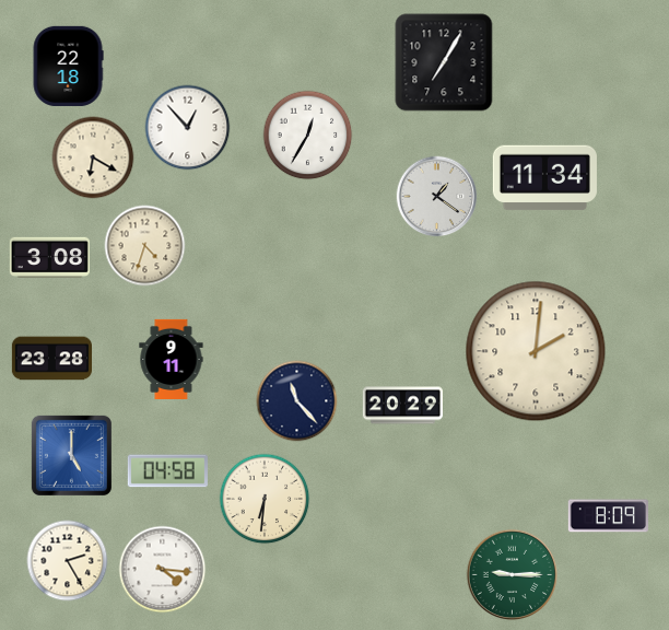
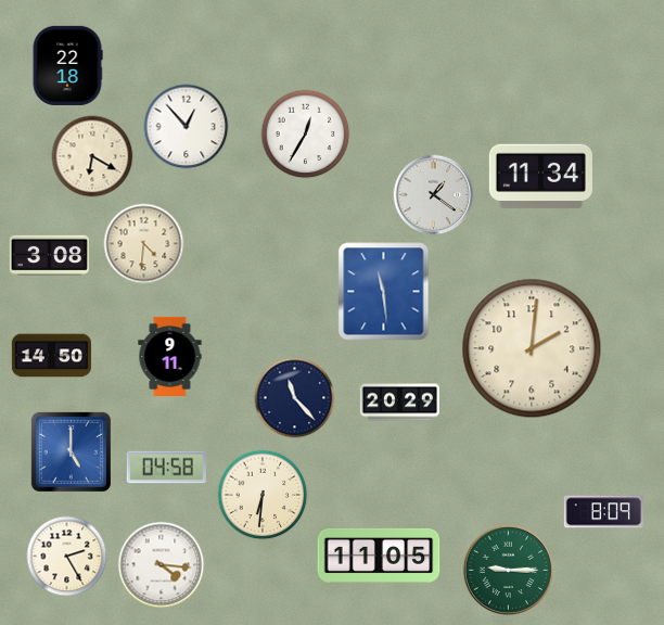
clock at (444, 62): 7:05 -> none
clock at (145, 246): 4:33 -> 4:31
clock at (384, 292): none -> 11:29
clock at (51, 359): 23:28 -> 14:50
clock at (379, 556): none -> 11:05
